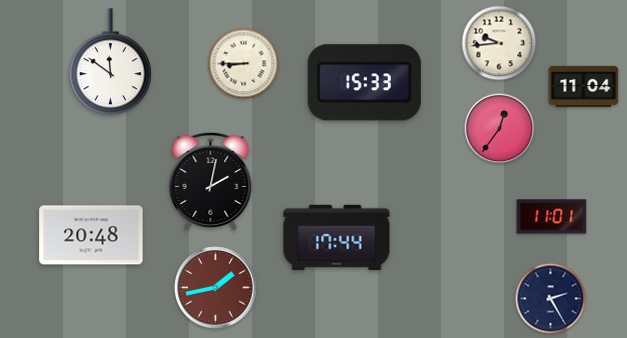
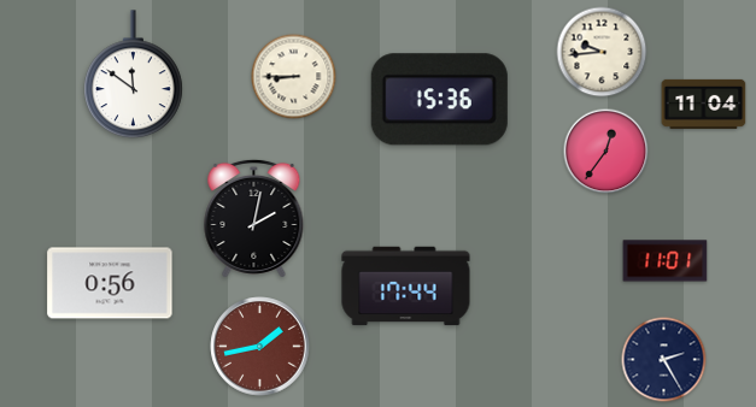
clock at (364, 83): 15:33 -> 15:36
clock at (500, 129) position: (500, 129) -> (606, 152)
clock at (91, 235): 20:48 -> 0:56
